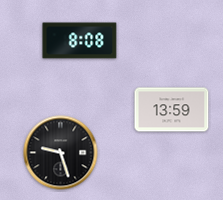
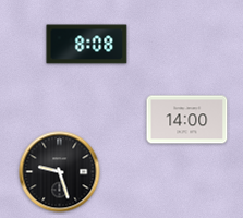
clock at (172, 110): 13:59 -> 14:00
clock at (61, 153) position: (61, 153) -> (60, 172)
